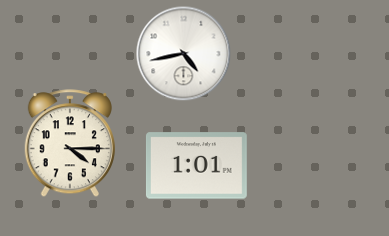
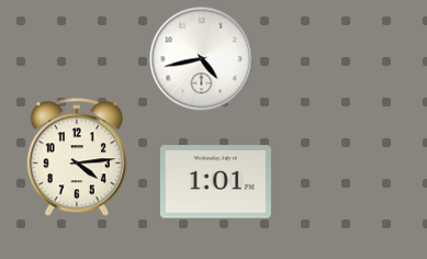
clock at (70, 144): 4:15 -> 4:14
